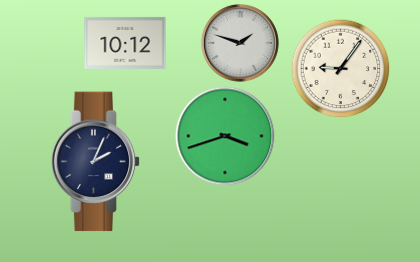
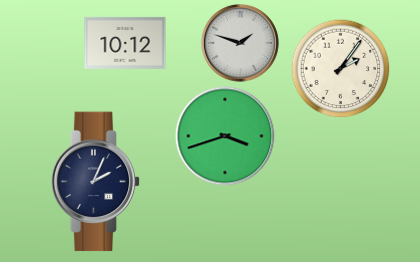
clock at (341, 69): 9:06 -> 2:06
clock at (96, 162) position: (96, 162) -> (96, 182)
